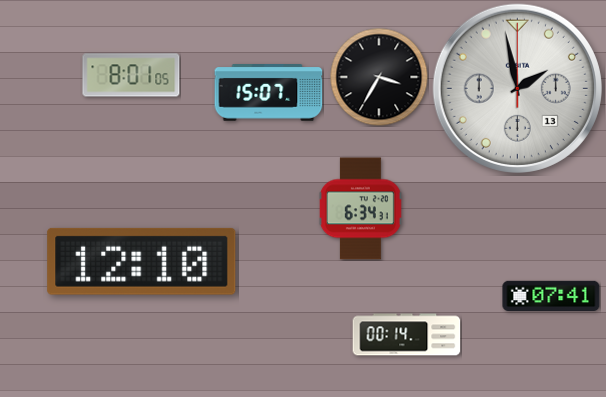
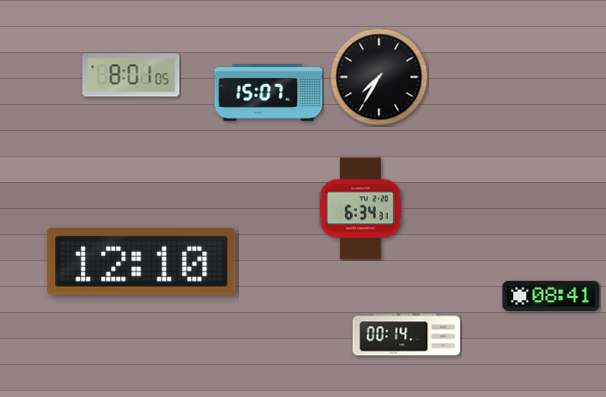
clock at (379, 77): 3:35 -> 7:35
clock at (517, 88): 1:58 -> none
clock at (551, 295): 07:41 -> 08:41
